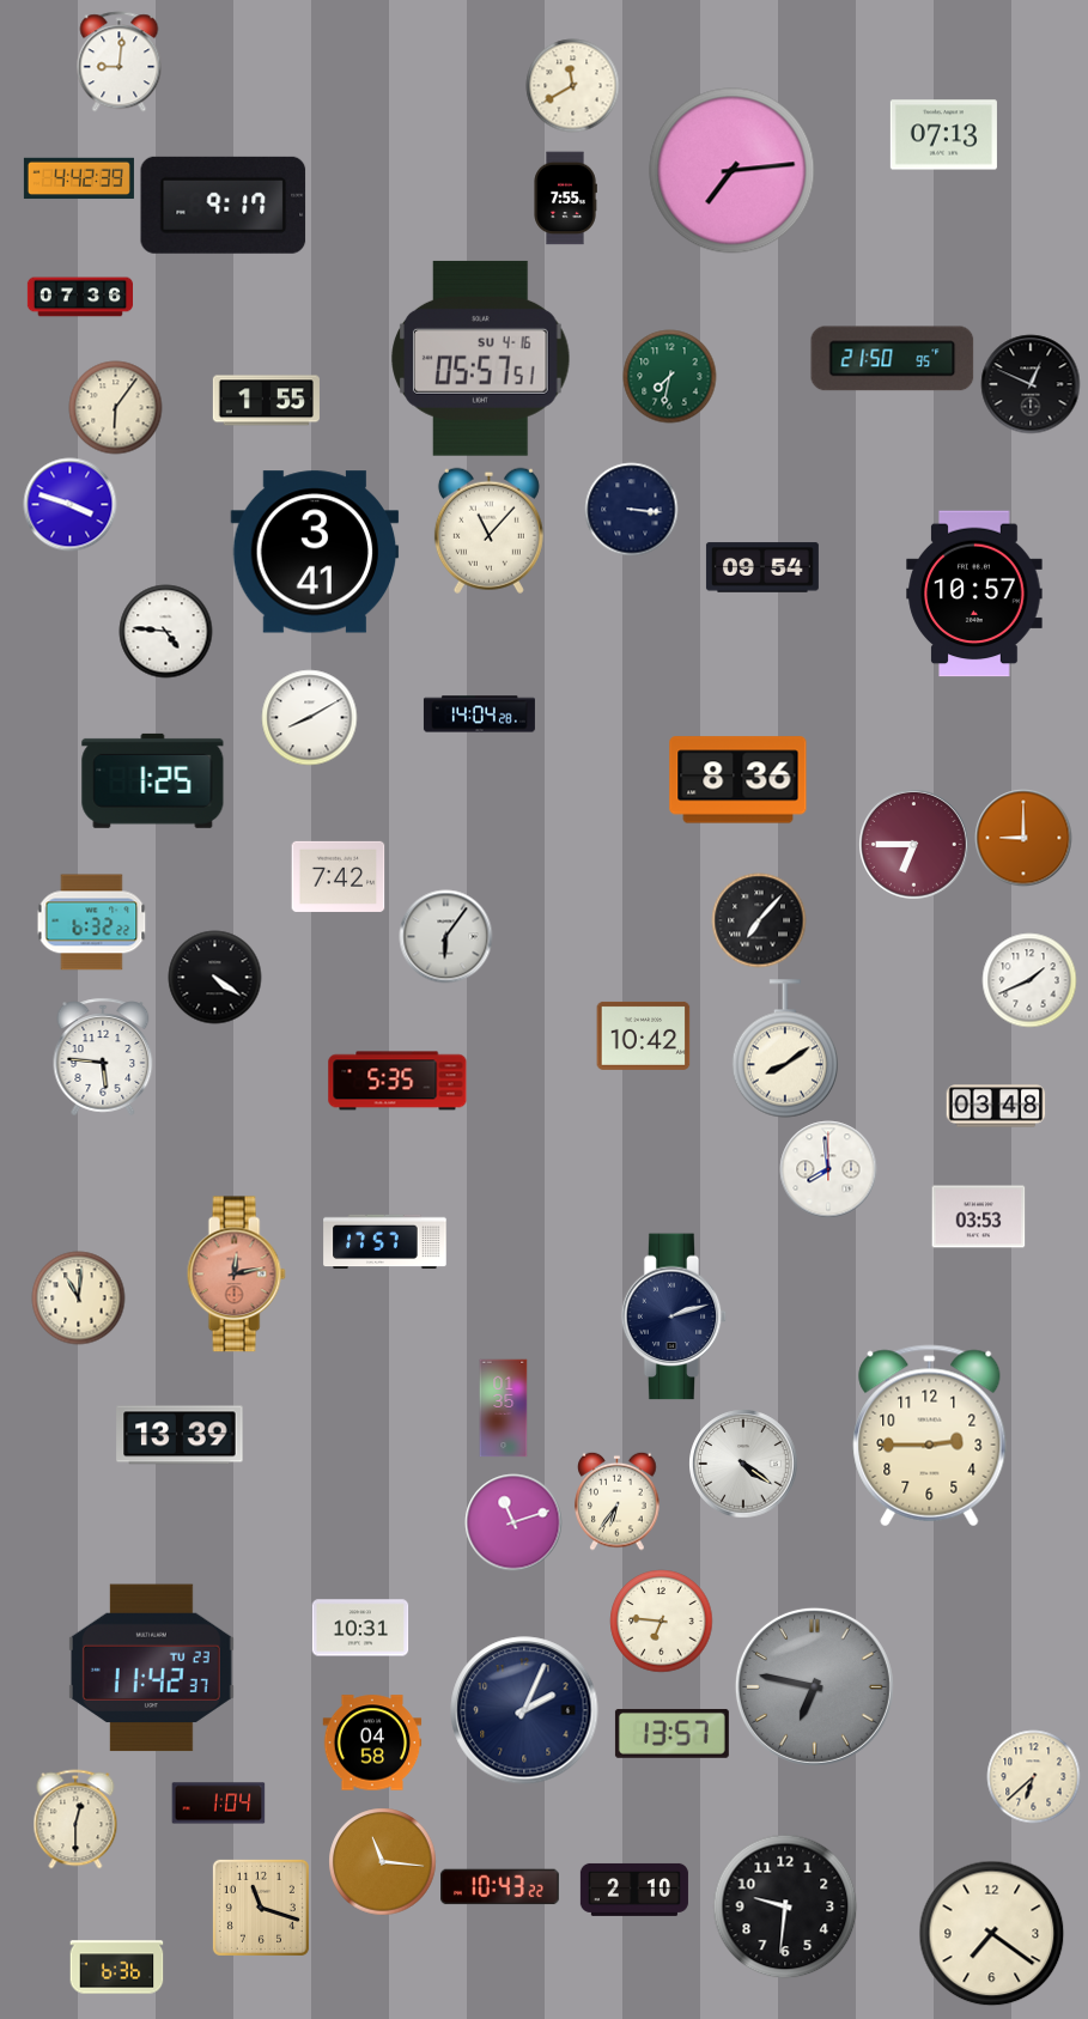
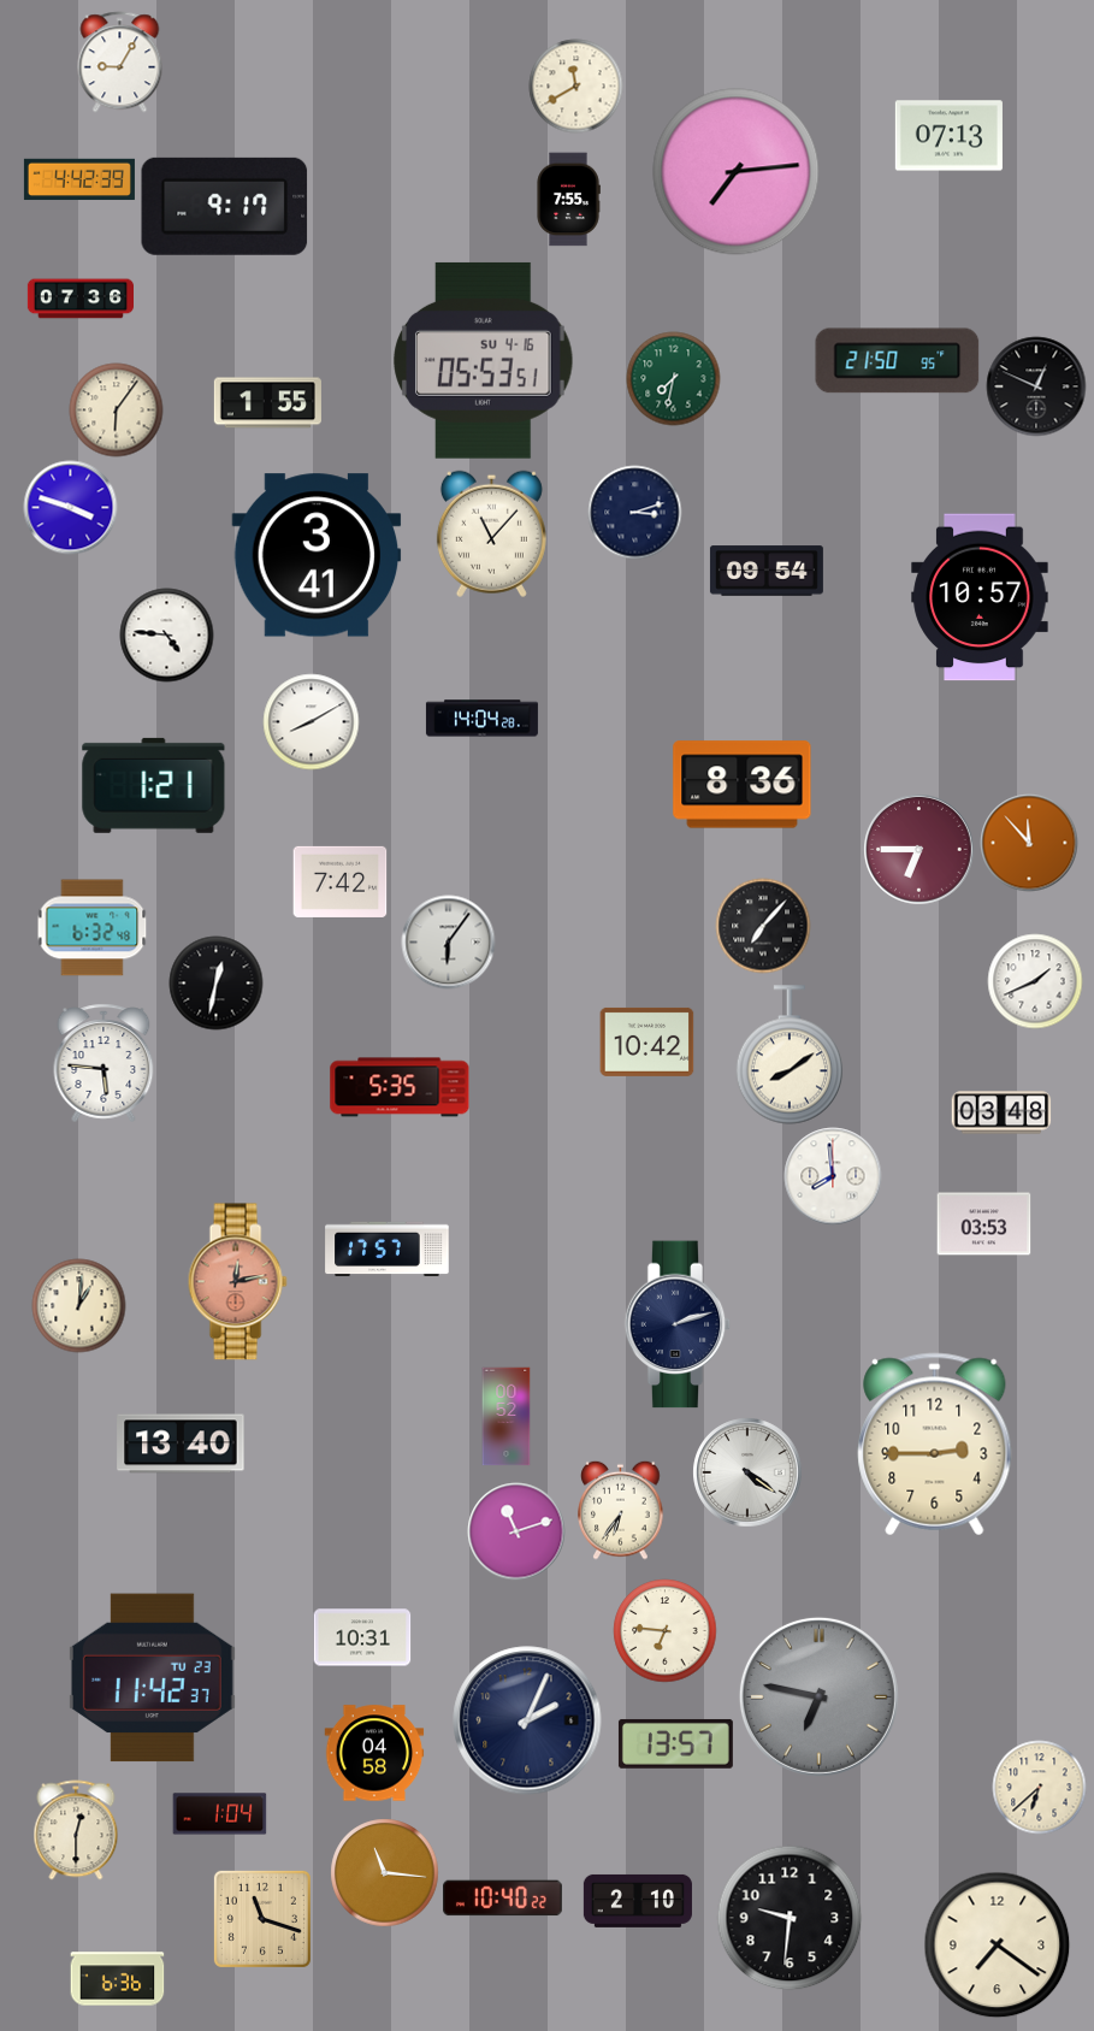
clock at (120, 61): 9:01 -> 9:05
clock at (481, 358): 05:57 -> 05:53
clock at (631, 509): 3:16 -> 3:12
clock at (153, 780): 1:25 -> 1:21
clock at (1023, 838): 9:00 -> 11:53
clock at (91, 923): 6:32:22 -> 6:32:48
clock at (214, 977): 4:21 -> 12:32
clock at (1029, 980) position: (1029, 980) -> (1035, 981)
clock at (78, 1297): 11:01 -> 1:01
clock at (504, 1407): 01:35 -> 00:52
clock at (180, 1435): 13:39 -> 13:40
clock at (500, 1887): 10:43 -> 10:40
